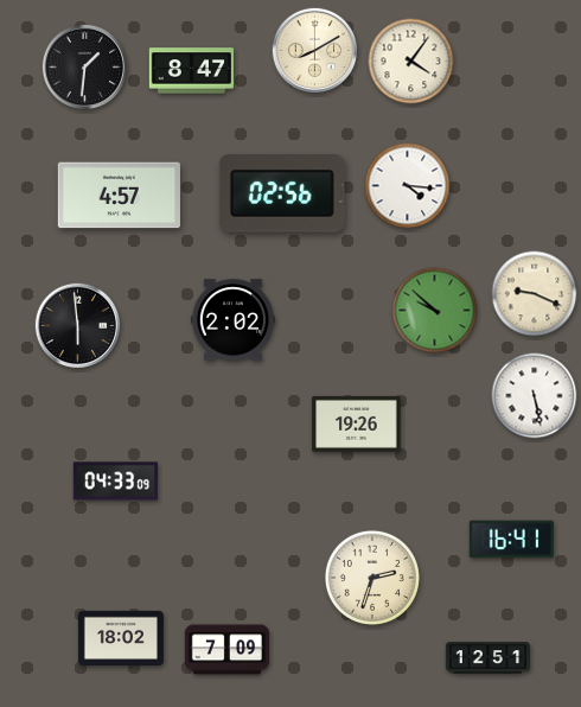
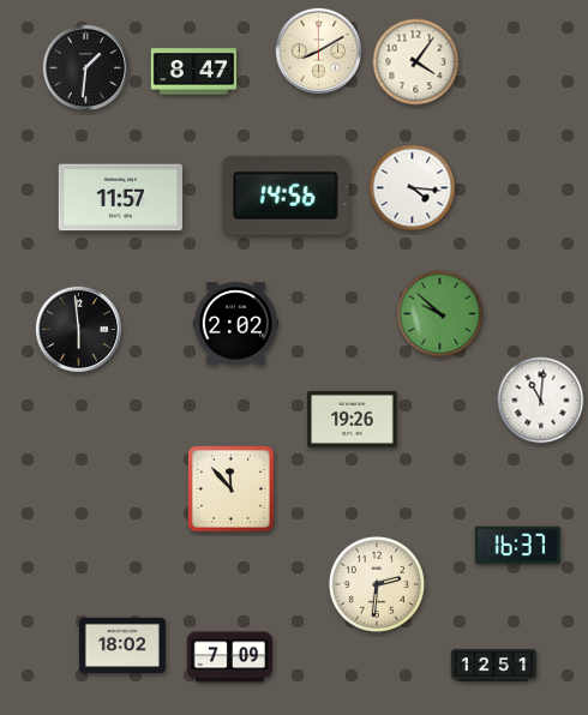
clock at (282, 193): 02:56 -> 14:56
clock at (119, 196): 4:57 -> 11:57
clock at (535, 294): 9:19 -> none
clock at (535, 396): 5:28 -> 11:01
clock at (357, 423) position: (357, 423) -> (353, 419)
clock at (115, 482): 04:33 -> none
clock at (230, 488): none -> 11:53
clock at (511, 540): 16:41 -> 16:37
clock at (372, 578): 2:33 -> 2:31
